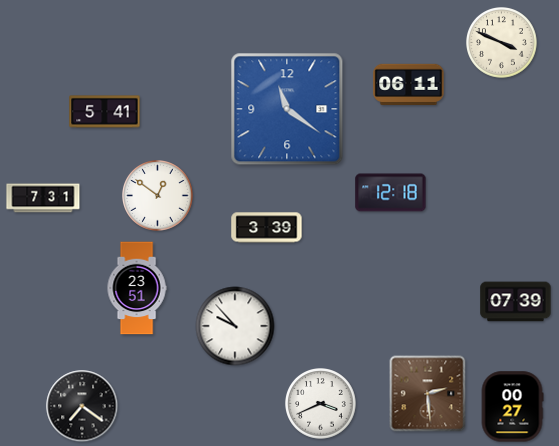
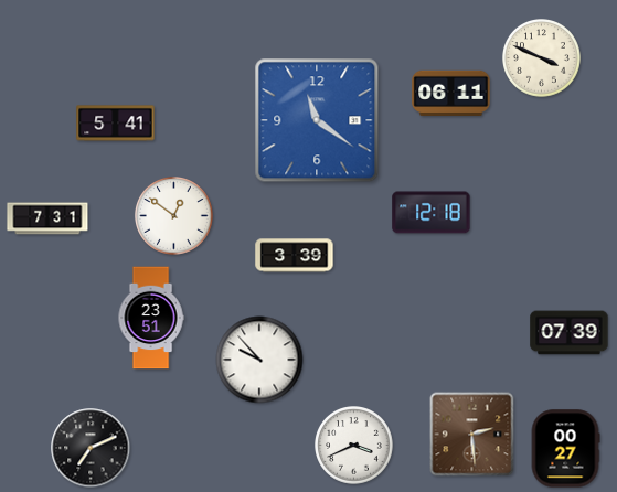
clock at (502, 43) position: (502, 43) -> (542, 58)
clock at (267, 228) position: (267, 228) -> (295, 256)
clock at (82, 406): 7:21 -> 7:11
